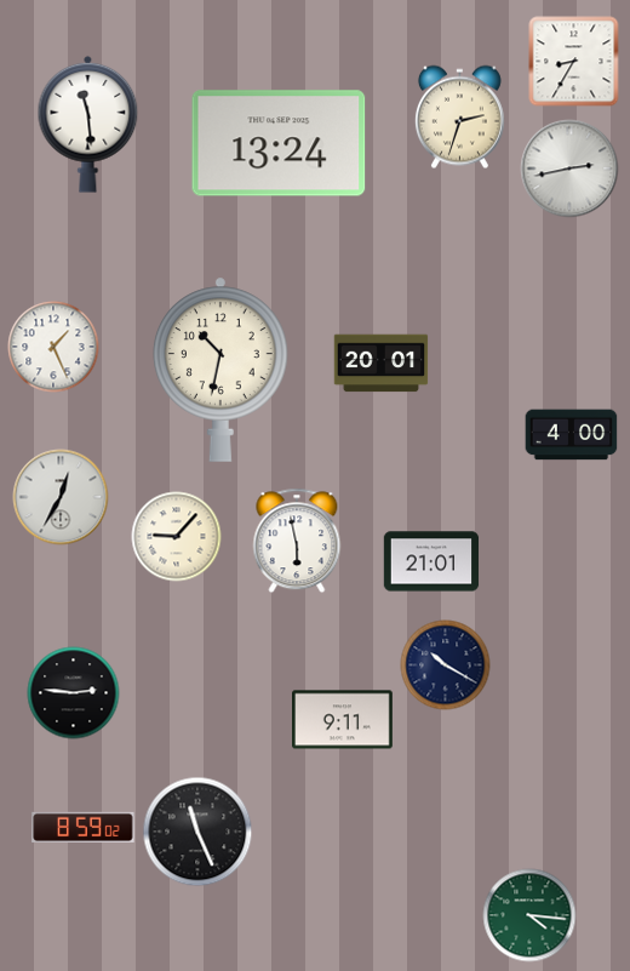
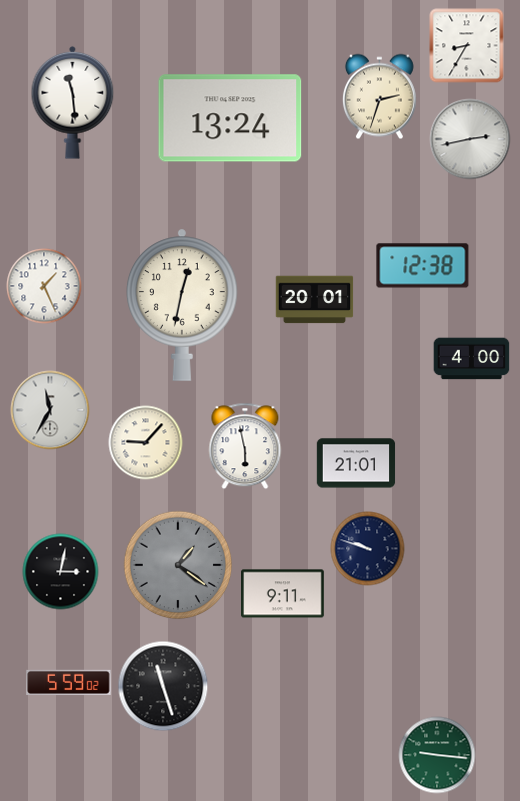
clock at (574, 62) position: (574, 62) -> (467, 46)
clock at (423, 266): none -> 12:38
clock at (222, 370): 10:32 -> 12:32
clock at (61, 497): 12:35 -> 11:35
clock at (446, 666): 10:20 -> 9:48
clock at (178, 565): none -> 1:21
clock at (74, 693): 2:46 -> 3:02
clock at (84, 828): 8:59 -> 5:59
clock at (197, 832): 11:26 -> 11:27
clock at (529, 915): 4:16 -> 9:16
